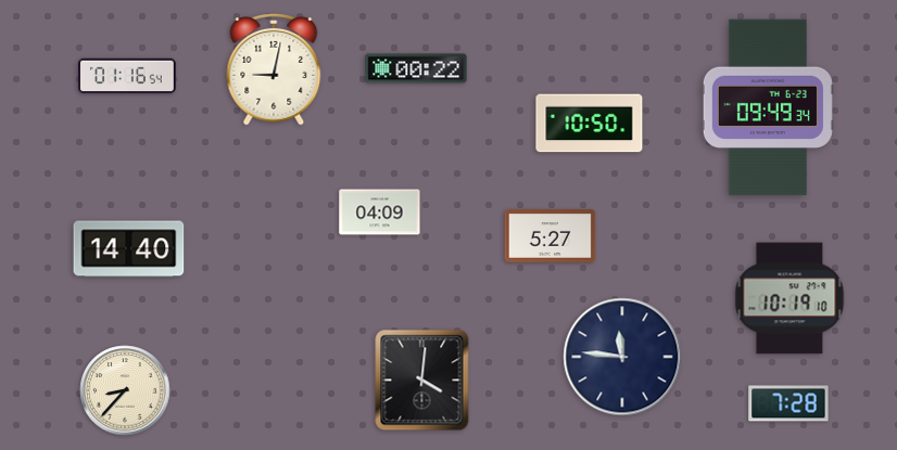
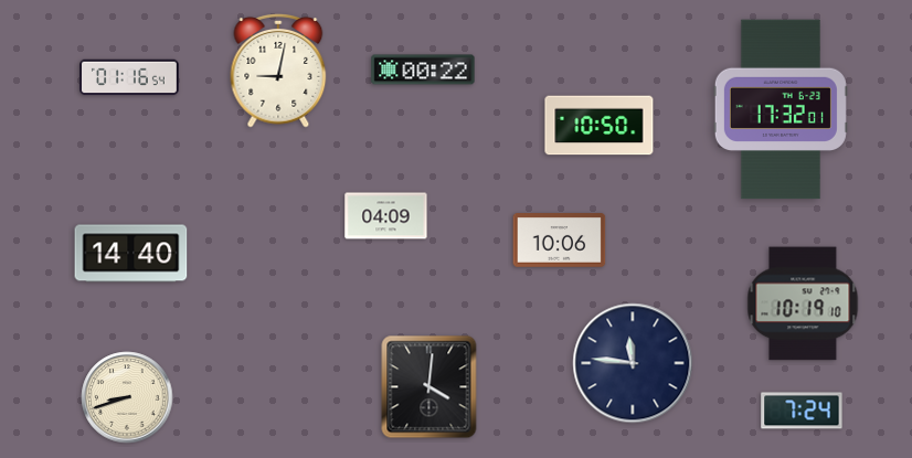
clock at (768, 107): 09:49 -> 17:32
clock at (551, 236): 5:27 -> 10:06
clock at (125, 390): 8:37 -> 8:42
clock at (788, 403): 7:28 -> 7:24
